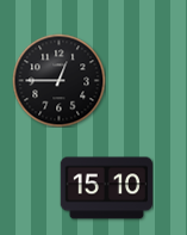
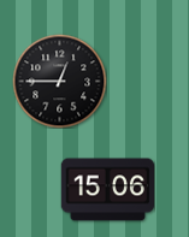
clock at (106, 188): 15:10 -> 15:06
